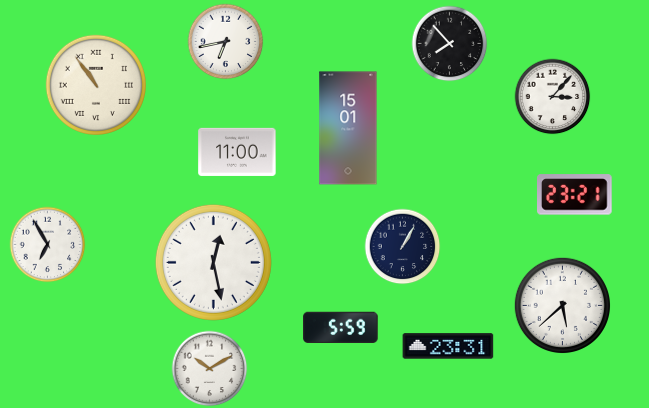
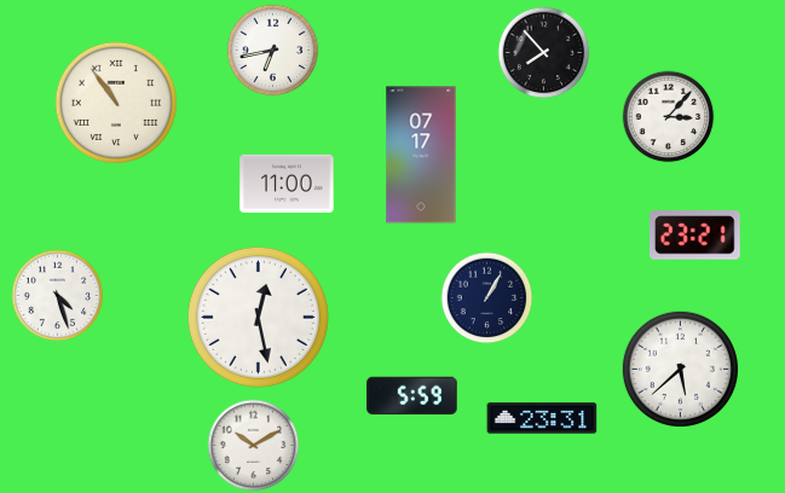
clock at (348, 128): 15:01 -> 07:17
clock at (48, 245): 6:55 -> 4:27
